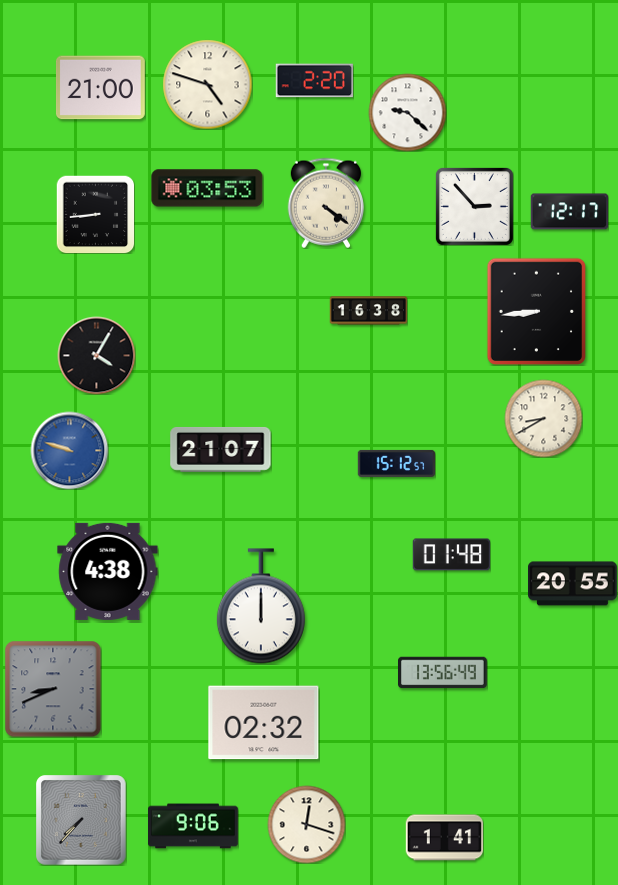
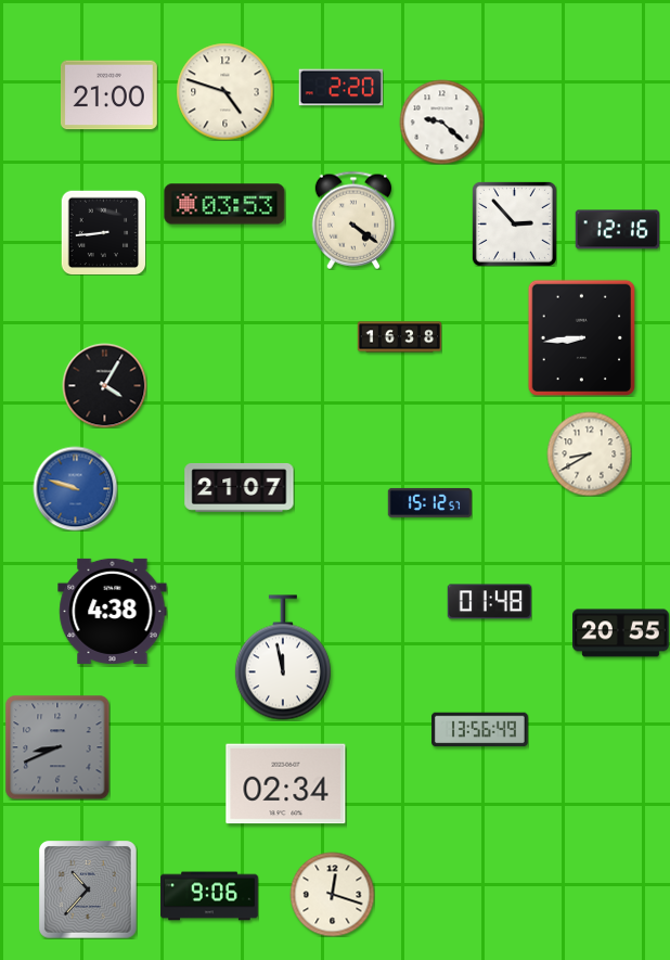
clock at (569, 212): 12:17 -> 12:16
clock at (108, 571) position: (108, 571) -> (113, 611)
clock at (261, 606): 12:00 -> 11:58
clock at (264, 723): 02:32 -> 02:34
clock at (81, 820): 7:37 -> 10:37
clock at (444, 838): 1:41 -> none
